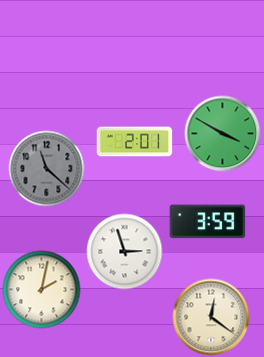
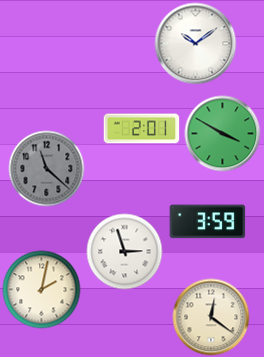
clock at (196, 44): none -> 10:09
clock at (135, 142) position: (135, 142) -> (142, 129)
